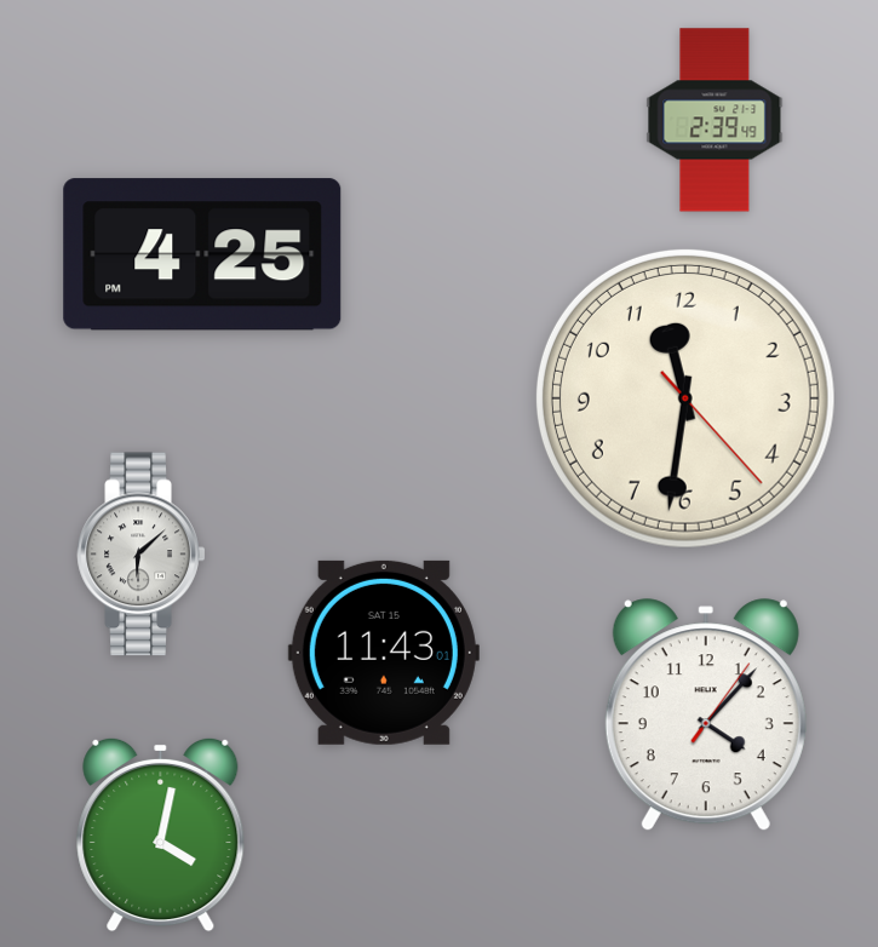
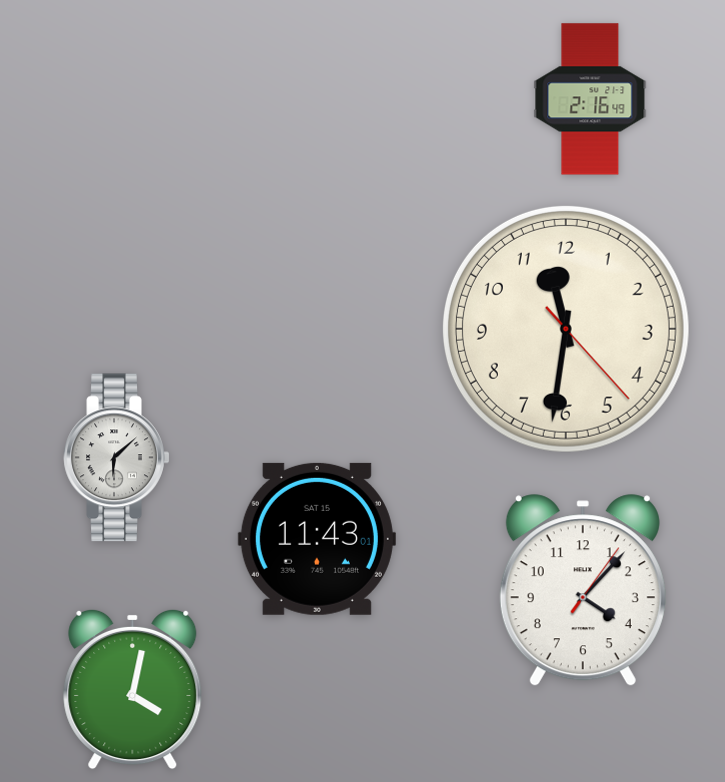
clock at (715, 120): 2:39 -> 2:16
clock at (202, 254): 4:25 -> none
